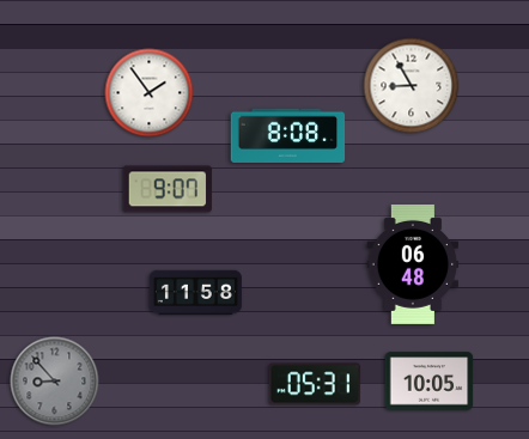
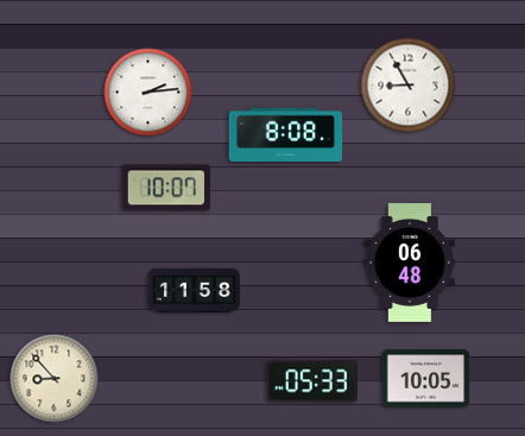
clock at (150, 93): 1:54 -> 2:14
clock at (166, 189): 9:07 -> 10:07
clock at (55, 382) dial: grey -> cream
clock at (315, 384): 05:31 -> 05:33
